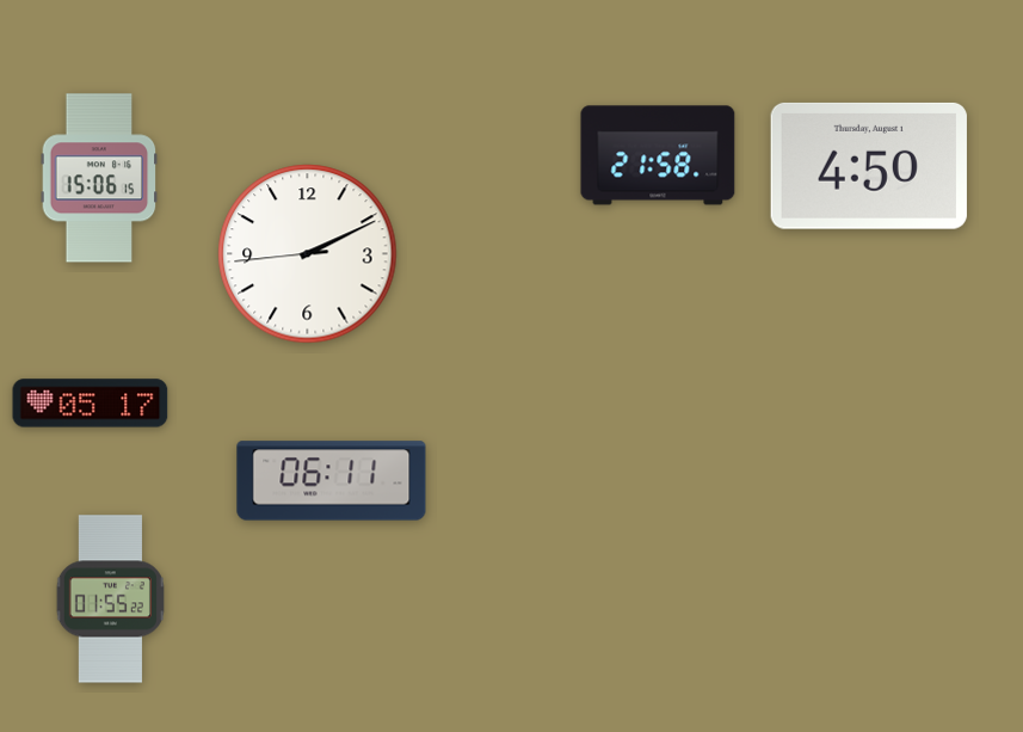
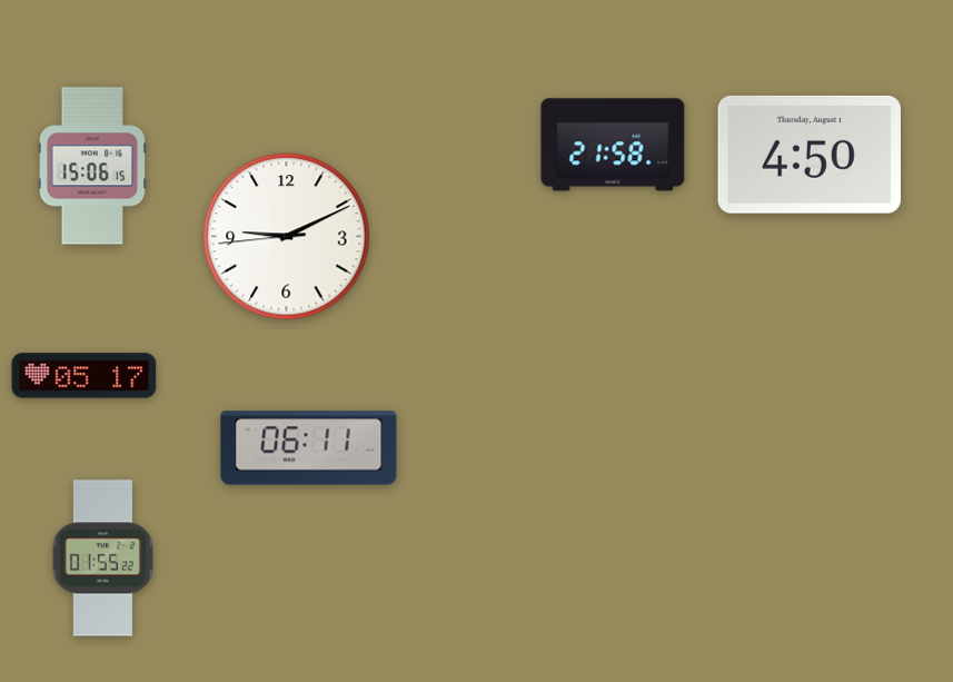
clock at (308, 254): 2:10 -> 9:10
